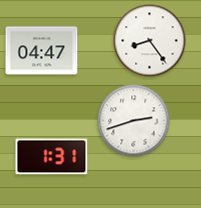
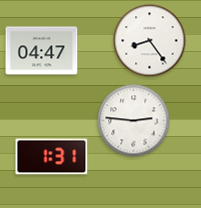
clock at (134, 121): 2:42 -> 2:46
